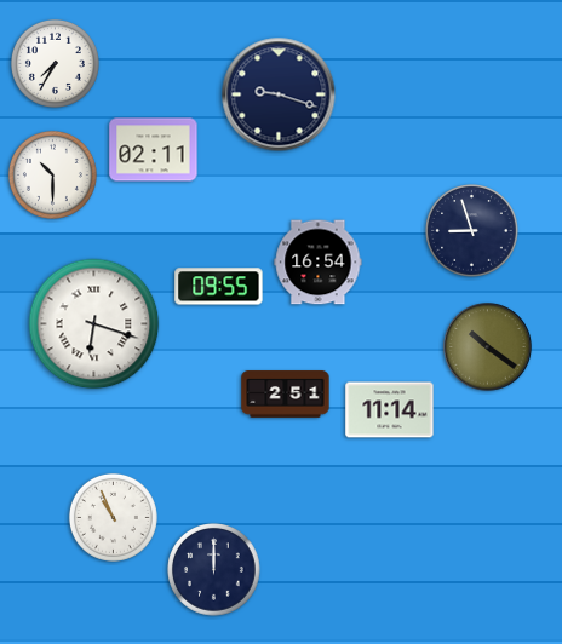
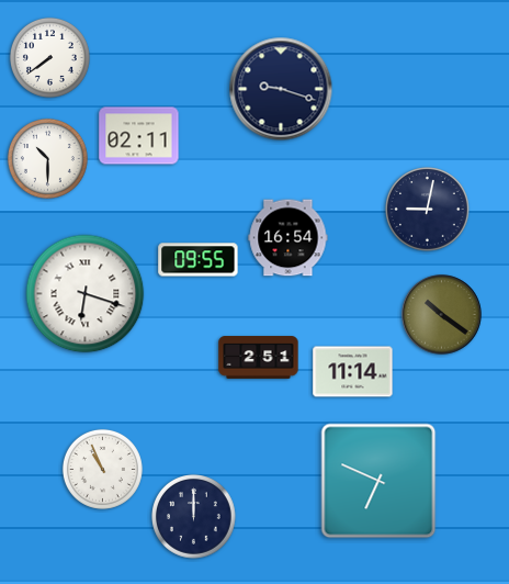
clock at (55, 63): 7:35 -> 7:39
clock at (279, 94) position: (279, 94) -> (281, 89)
clock at (472, 231): 8:57 -> 9:02
clock at (378, 481): none -> 6:49
